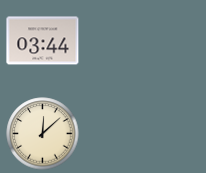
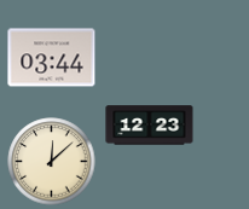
clock at (43, 41) position: (43, 41) -> (52, 58)
clock at (150, 126): none -> 12:23
